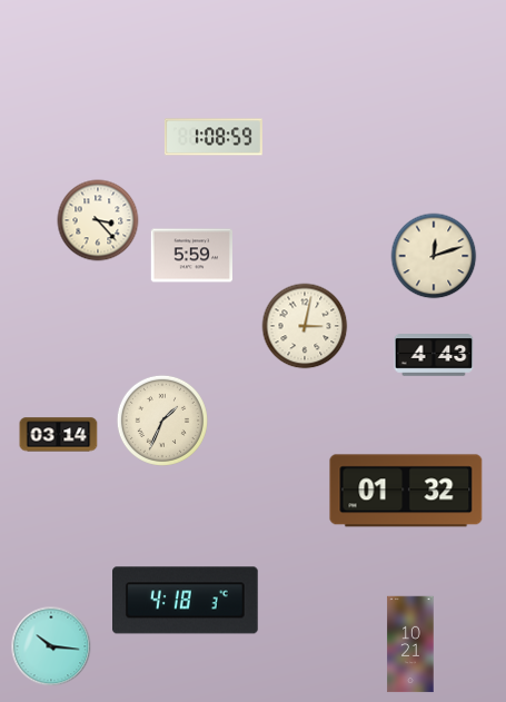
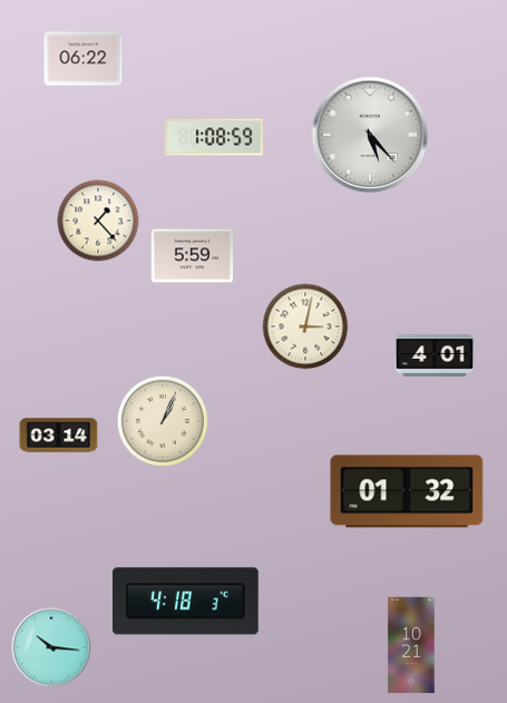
clock at (84, 59): none -> 06:22
clock at (370, 135): none -> 5:23
clock at (98, 220): 3:23 -> 1:23
clock at (434, 256): 12:12 -> none
clock at (434, 355): 4:43 -> 4:01
clock at (162, 421): 1:34 -> 1:04
